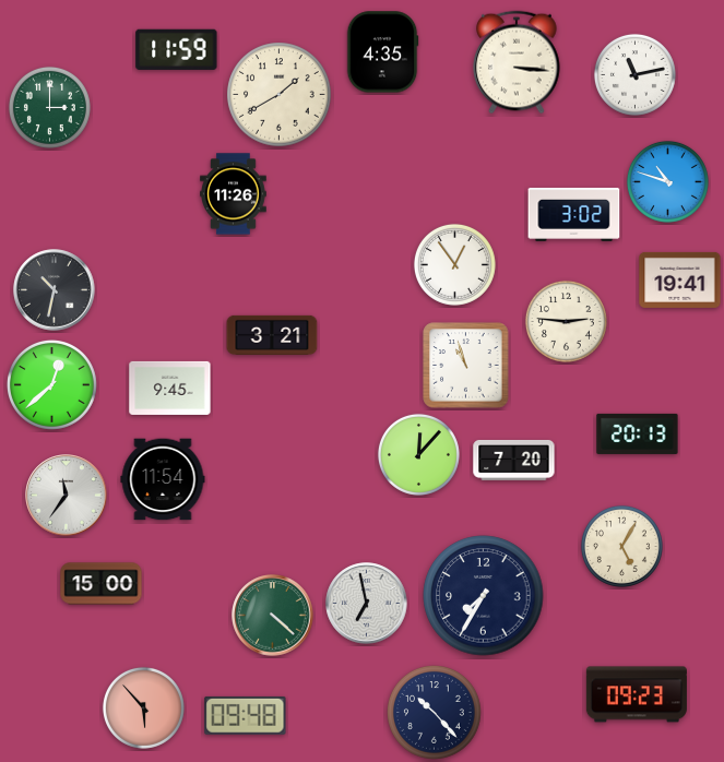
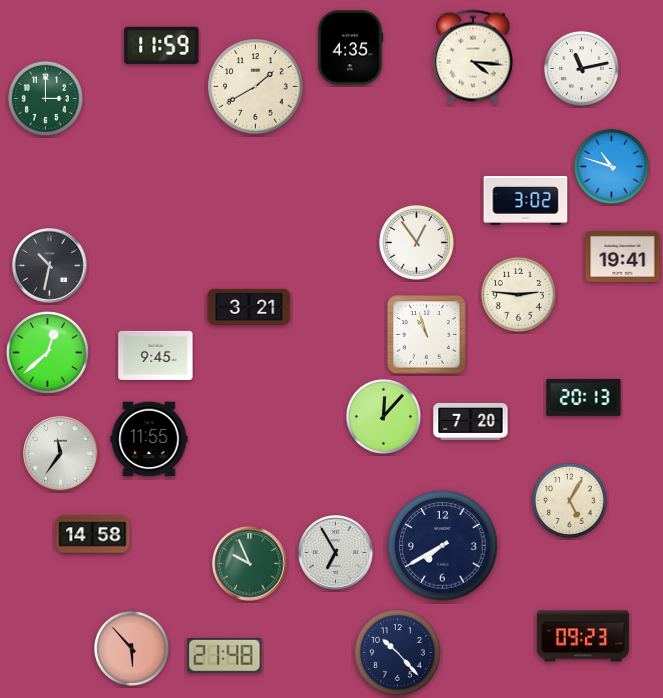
clock at (517, 62): 3:16 -> 4:16
clock at (234, 194): 11:26 -> none
clock at (574, 214) position: (574, 214) -> (526, 200)
clock at (163, 479): 11:54 -> 11:55
clock at (102, 584): 15:00 -> 14:58
clock at (484, 596): 7:35 -> 7:40
clock at (367, 604): 6:58 -> 6:55
clock at (273, 616): 4:22 -> 9:56
clock at (246, 715): 09:48 -> 21:48
